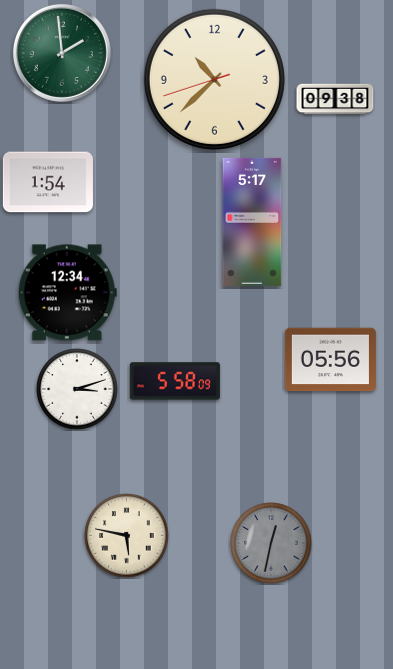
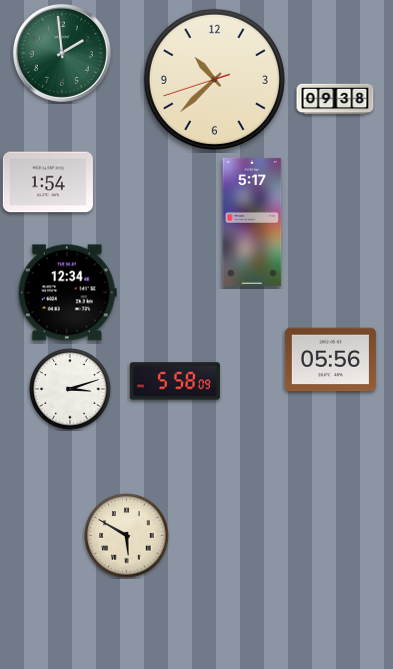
clock at (77, 389) position: (77, 389) -> (70, 389)
clock at (127, 536): 5:47 -> 5:50
clock at (271, 543): 12:32 -> none
